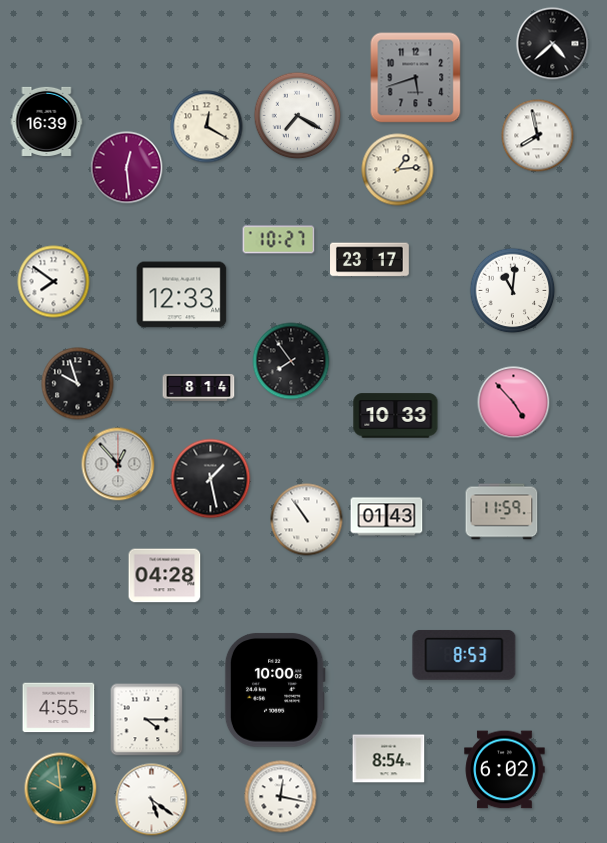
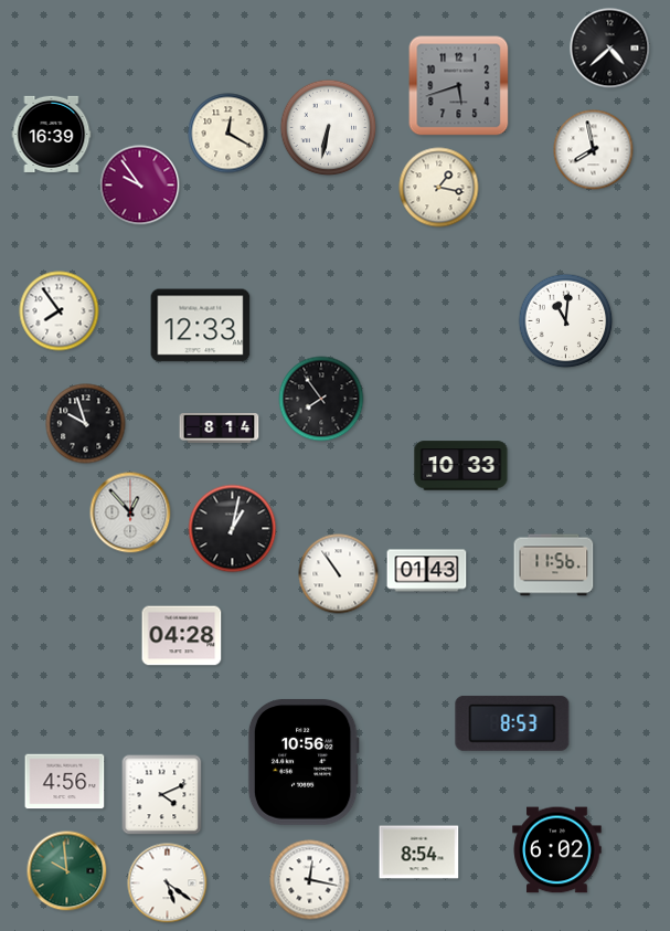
clock at (298, 116): 7:20 -> 6:32
clock at (207, 127) position: (207, 127) -> (228, 134)
clock at (127, 168): 12:29 -> 9:54
clock at (398, 170): 1:14 -> 1:17
clock at (279, 240): 10:27 -> none
clock at (370, 260): 23:17 -> none
clock at (54, 282): 7:51 -> 7:54
clock at (514, 403): 4:53 -> none
clock at (396, 416) position: (396, 416) -> (461, 466)
clock at (211, 479): 1:28 -> 1:02
clock at (502, 512): 11:59 -> 11:56
clock at (275, 690): 10:00 -> 10:56
clock at (59, 708): 4:55 -> 4:56
clock at (147, 720): 4:15 -> 4:11
clock at (389, 759) position: (389, 759) -> (419, 853)
